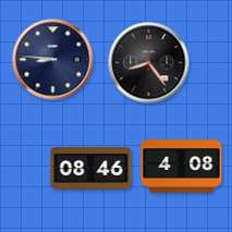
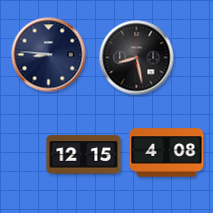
clock at (149, 63): 8:24 -> 8:28
clock at (91, 169): 08:46 -> 12:15
